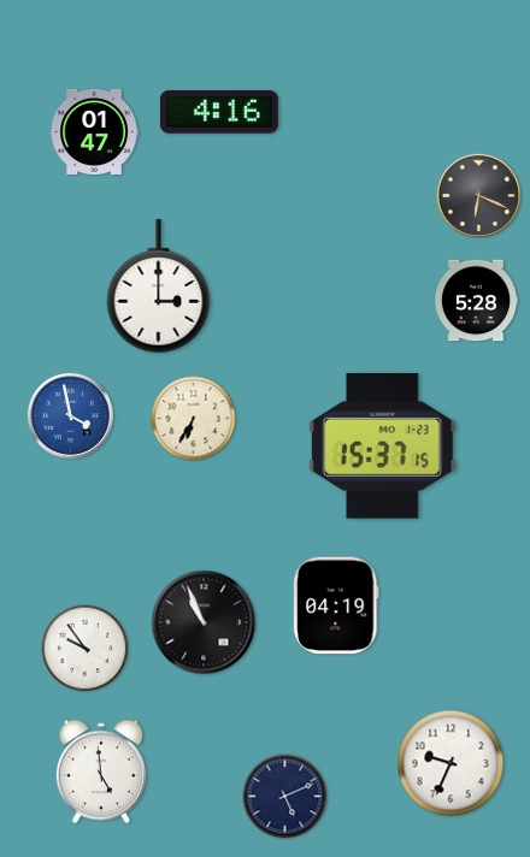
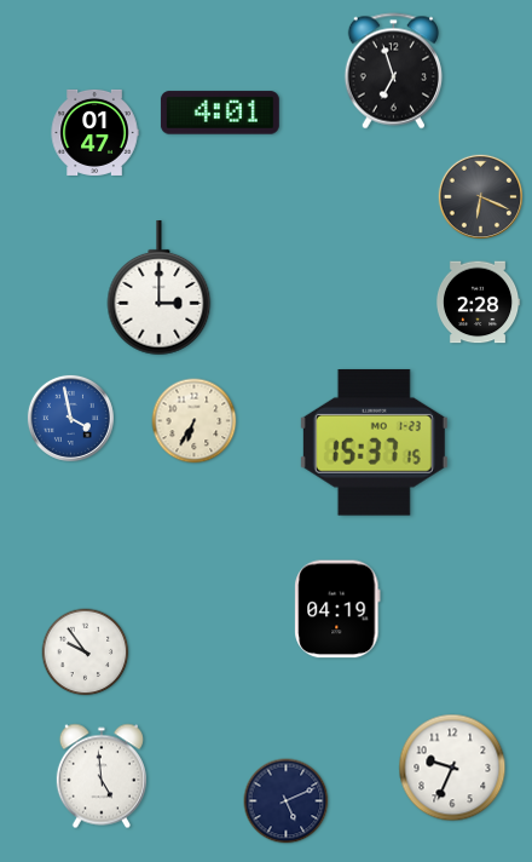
clock at (393, 71): none -> 6:57
clock at (219, 112): 4:16 -> 4:01
clock at (476, 301): 5:28 -> 2:28
clock at (382, 445) position: (382, 445) -> (374, 442)
clock at (204, 622): 10:56 -> none
